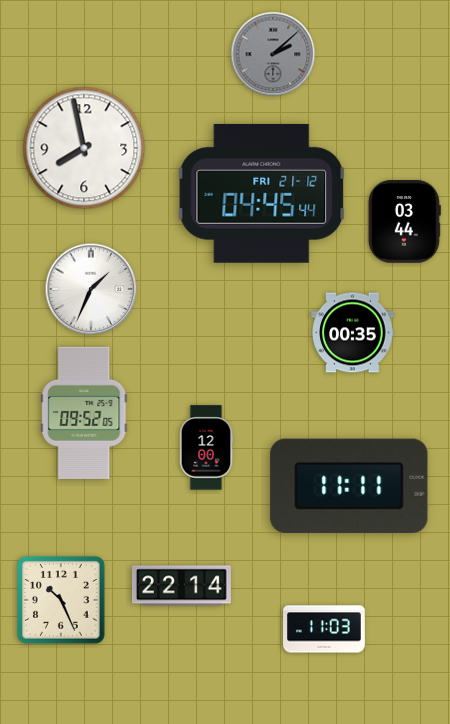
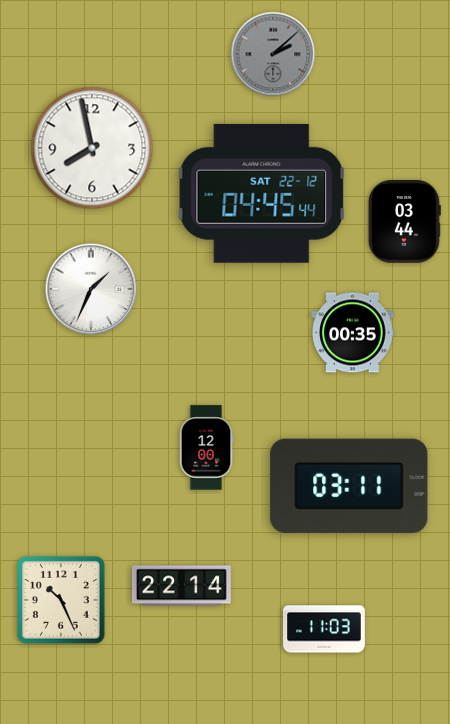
clock at (84, 148) position: (84, 148) -> (92, 148)
clock at (262, 193) date: FRI 21-12 -> SAT 22-12
clock at (84, 413): 09:52 -> none
clock at (349, 486): 11:11 -> 03:11
